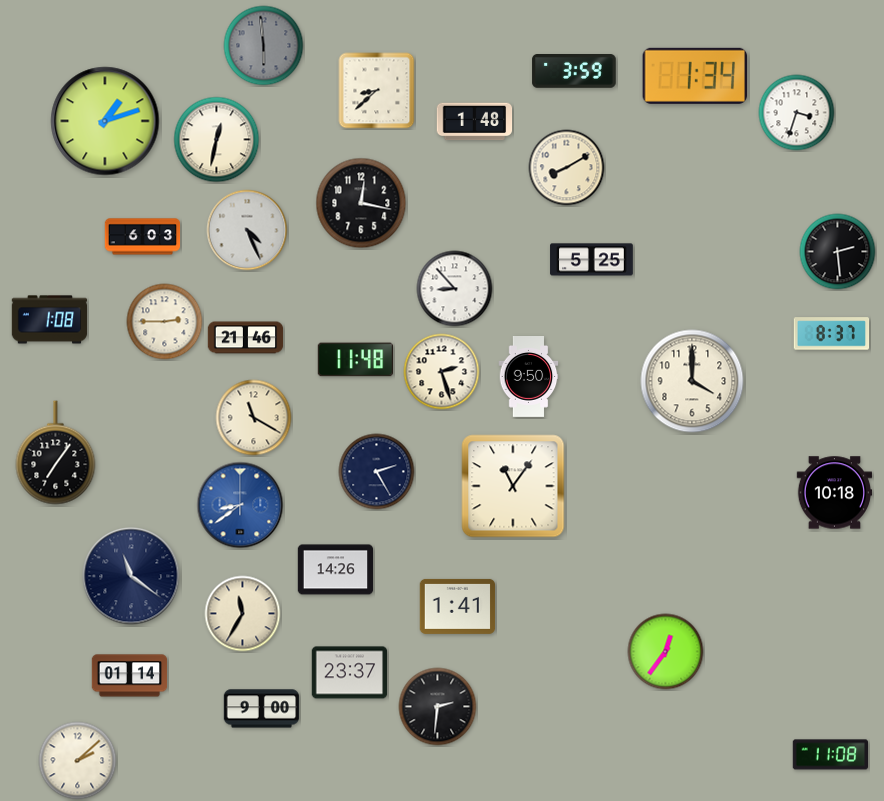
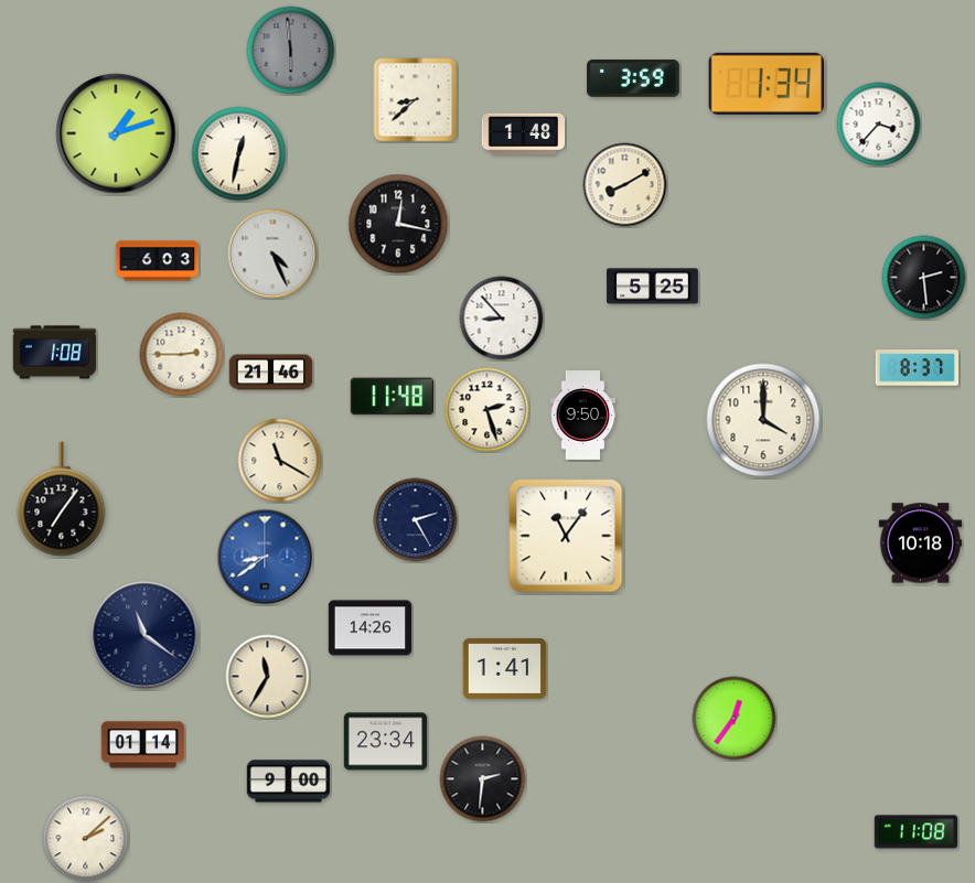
clock at (797, 113): 3:33 -> 3:37
clock at (350, 673): 23:37 -> 23:34
